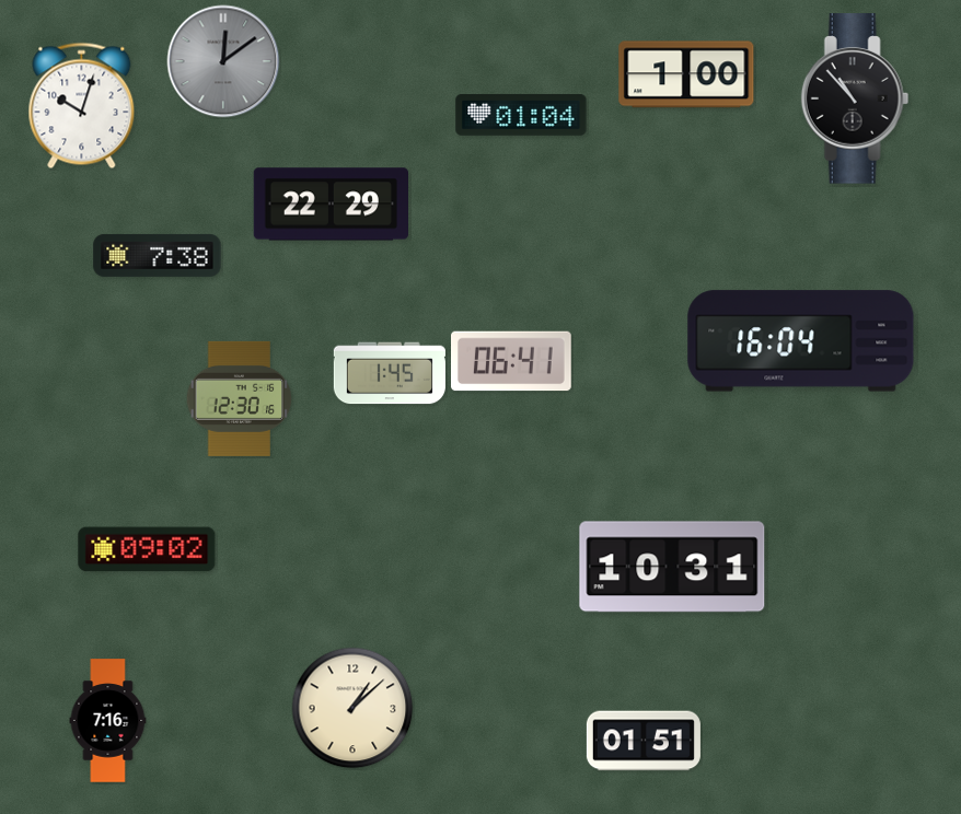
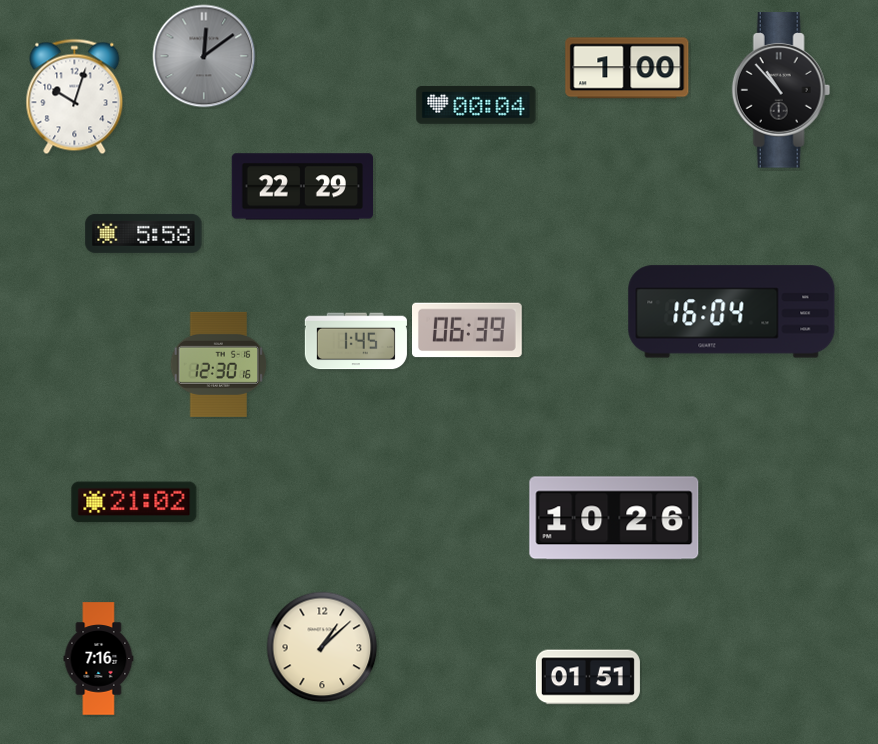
clock at (521, 115): 01:04 -> 00:04
clock at (158, 255): 7:38 -> 5:58
clock at (512, 361): 06:41 -> 06:39
clock at (147, 549): 09:02 -> 21:02
clock at (672, 567): 10:31 -> 10:26
